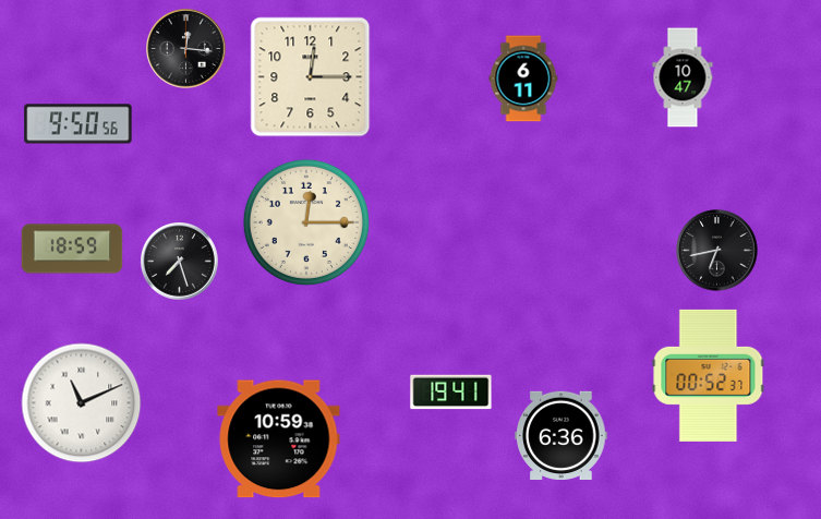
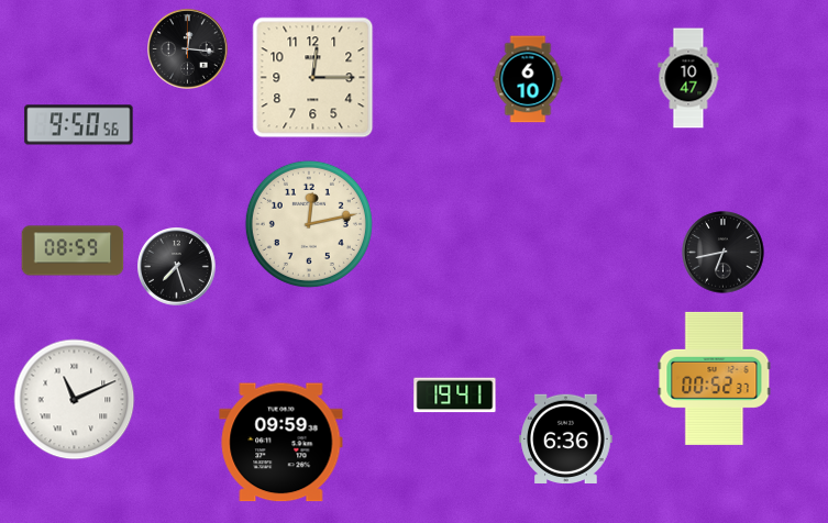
clock at (523, 79): 6:11 -> 6:10
clock at (306, 222): 12:15 -> 12:13
clock at (72, 249): 18:59 -> 08:59
clock at (180, 262) position: (180, 262) -> (177, 267)
clock at (82, 403) position: (82, 403) -> (75, 400)
clock at (279, 439): 10:59 -> 09:59
